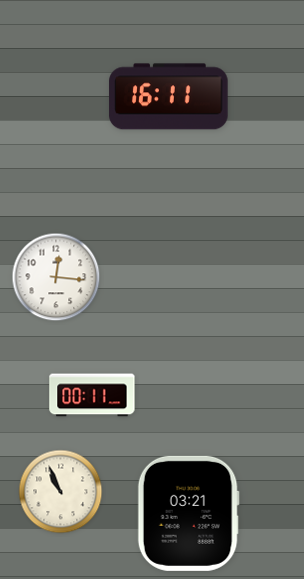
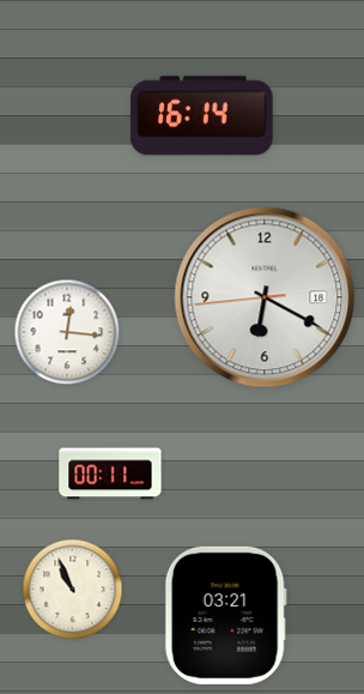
clock at (169, 97): 16:11 -> 16:14
clock at (265, 297): none -> 6:19
